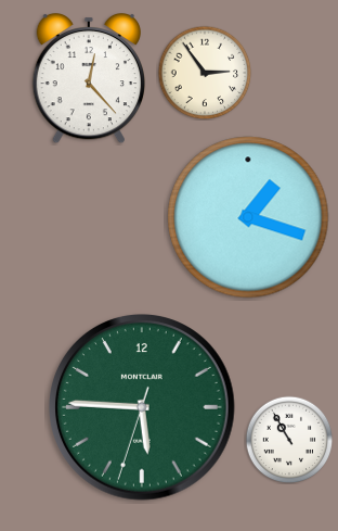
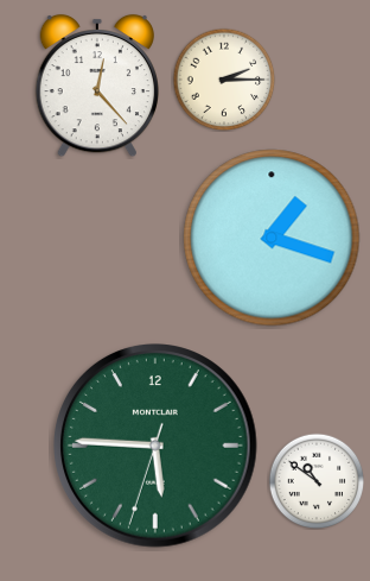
clock at (205, 73): 2:54 -> 2:15
clock at (289, 440): 10:55 -> 10:51
